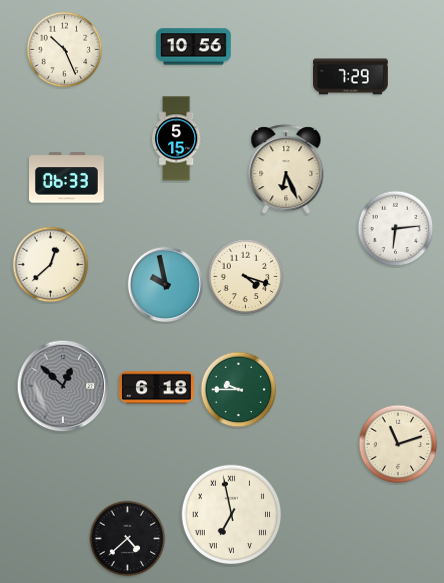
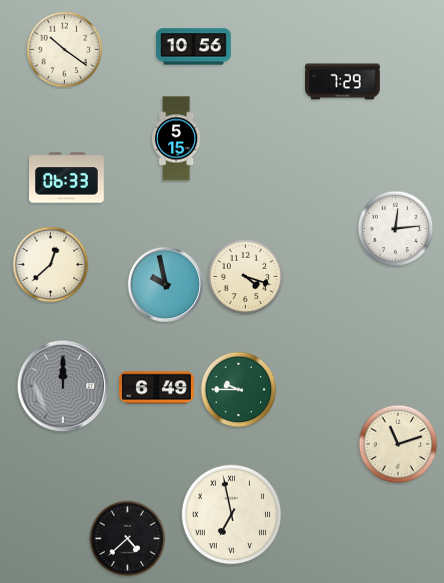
clock at (65, 50): 10:26 -> 10:21
clock at (351, 77) position: (351, 77) -> (343, 82)
clock at (286, 170): 6:26 -> none
clock at (396, 229): 6:14 -> 12:14
clock at (63, 386): 12:52 -> 12:00
clock at (157, 388): 6:18 -> 6:49
